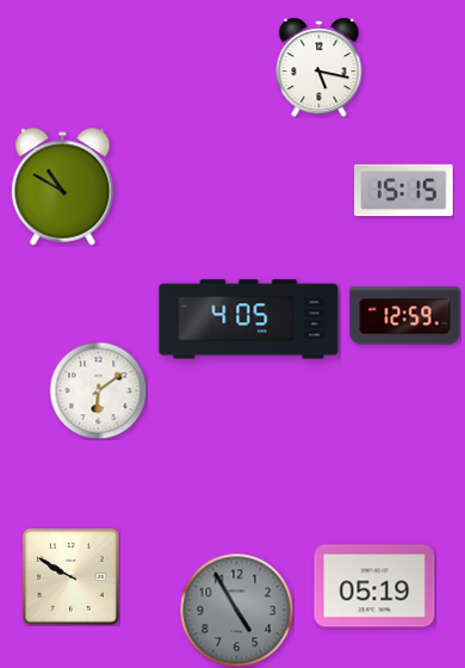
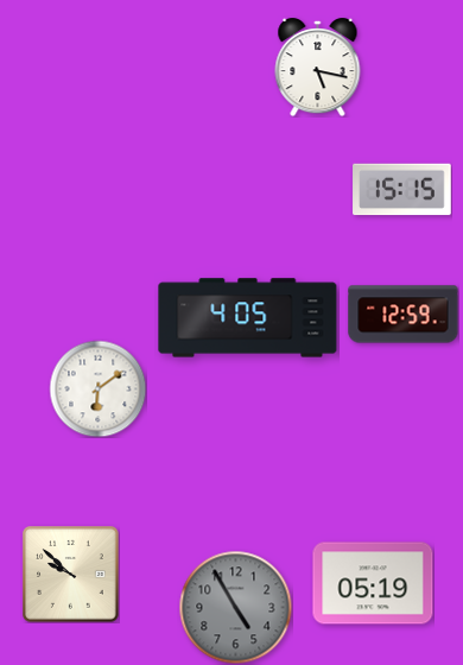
clock at (63, 187): 10:50 -> none
clock at (70, 576): 9:50 -> 9:52
